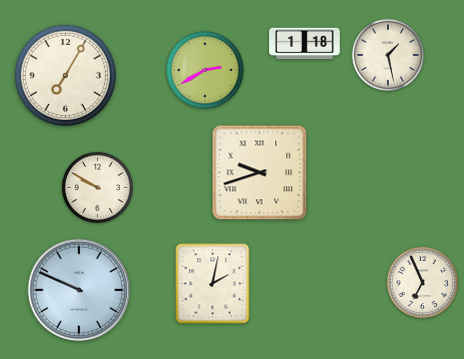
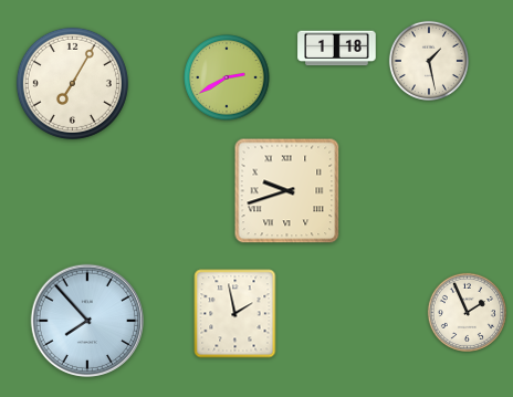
clock at (97, 187): 9:50 -> none
clock at (422, 282): 6:56 -> 1:56
clock at (213, 284): 2:02 -> 1:58
clock at (78, 289): 9:49 -> 7:53
